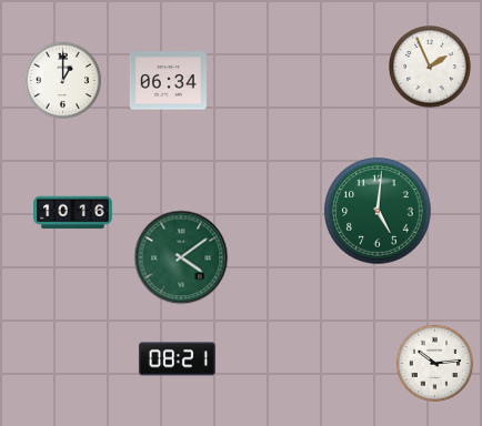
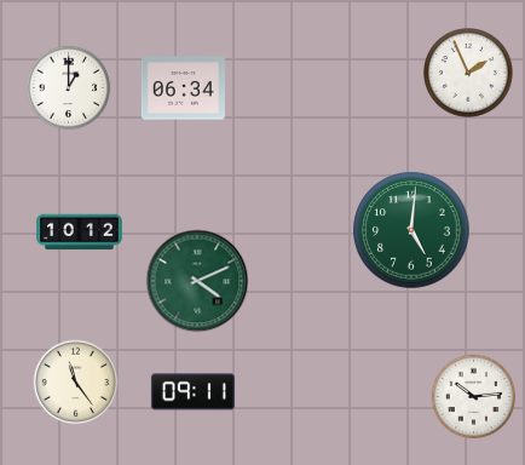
clock at (73, 213): 10:16 -> 10:12
clock at (181, 257): 4:09 -> 4:11
clock at (76, 383): none -> 11:24
clock at (177, 359): 08:21 -> 09:11
